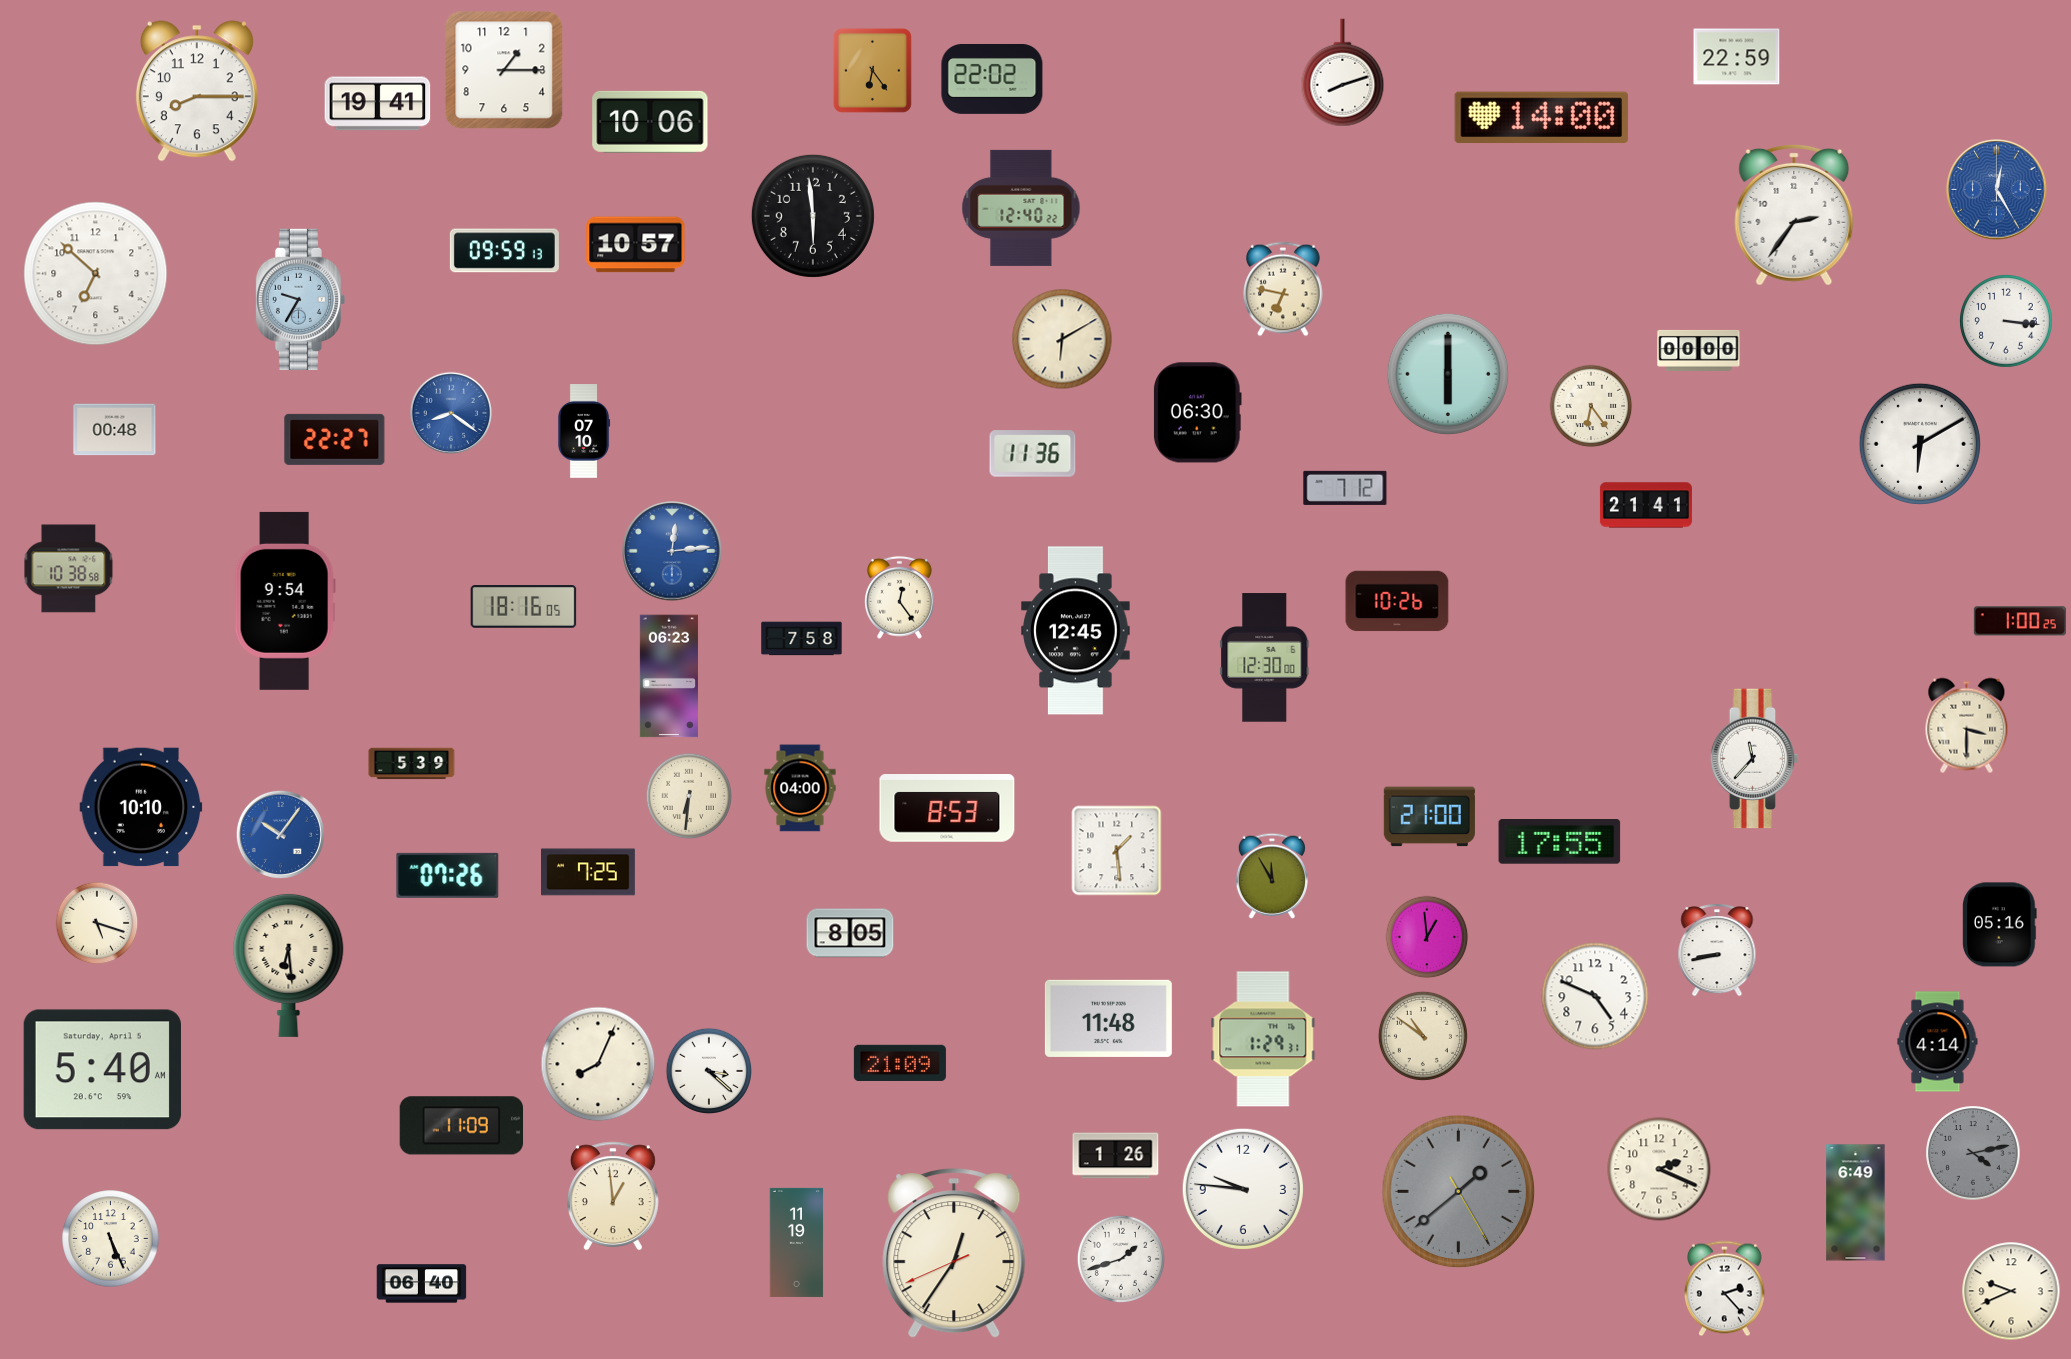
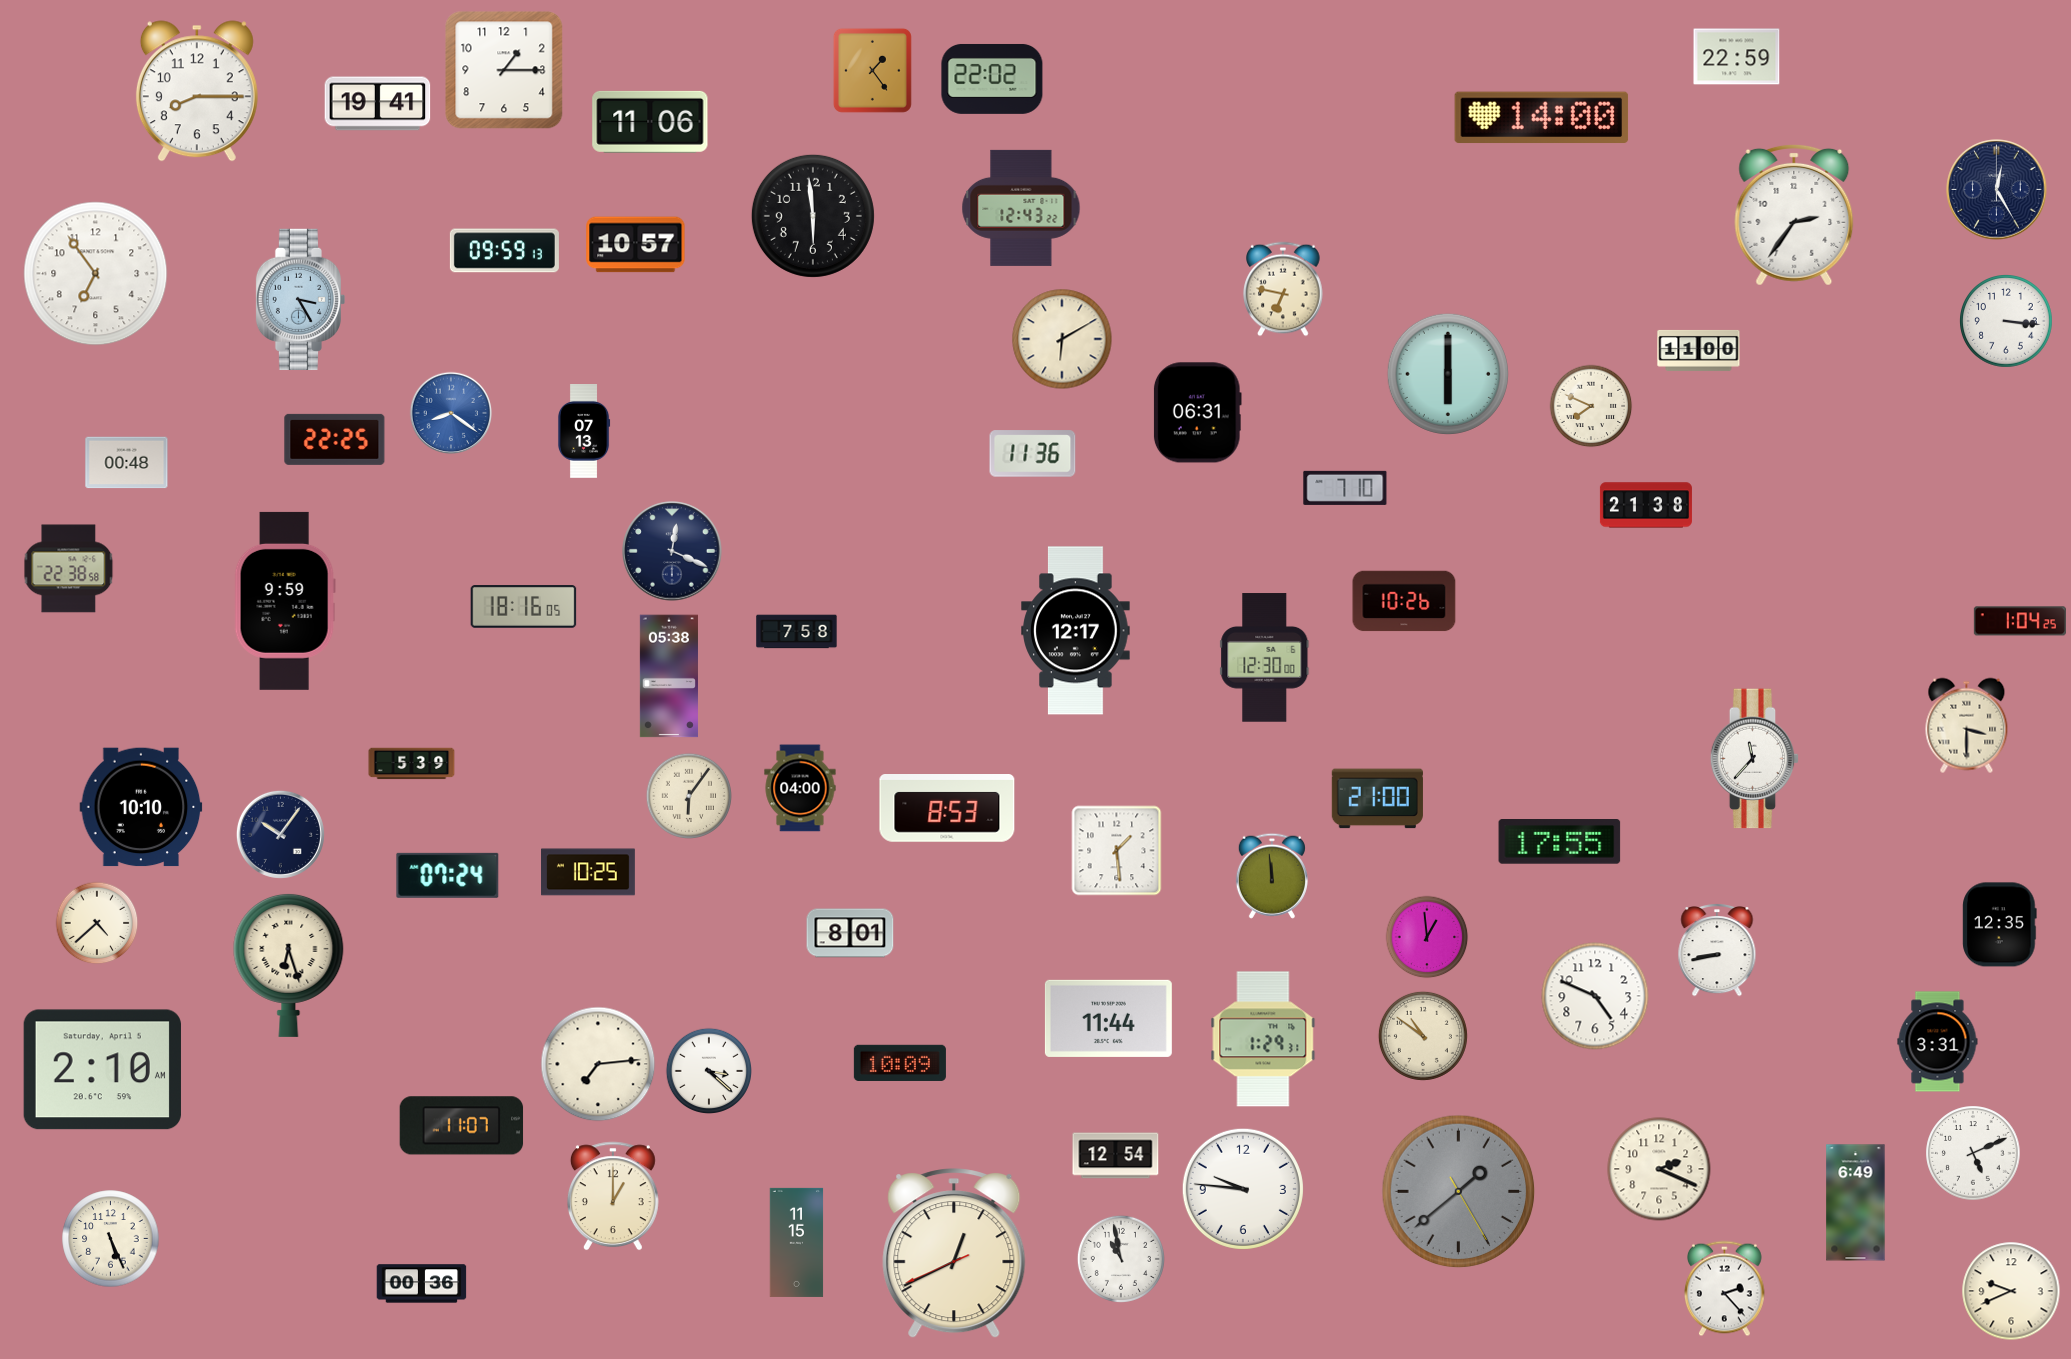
clock at (872, 70): 6:24 -> 1:24
clock at (1343, 73): 8:12 -> none
clock at (650, 122): 10:06 -> 11:06
clock at (1997, 190) dial: blue -> navy
clock at (1021, 208): 12:40 -> 12:43
clock at (96, 274): 6:52 -> 6:54
clock at (300, 299): 9:35 -> 3:25
clock at (1699, 350): 00:00 -> 11:00
clock at (1591, 406): 6:24 -> 7:49
clock at (1197, 413): 06:30 -> 06:31
clock at (115, 430) position: (115, 430) -> (127, 463)
clock at (584, 432): 07:10 -> 07:13
clock at (335, 439): 22:27 -> 22:25
clock at (1920, 444): 6:10 -> none
clock at (1345, 488): 7:12 -> 7:10
clock at (1646, 505): 21:41 -> 21:38
clock at (672, 551): 12:14 -> 12:19
clock at (672, 551) dial: blue -> navy
clock at (69, 569): 10:38 -> 22:38
clock at (900, 597): 12:24 -> none
clock at (285, 601): 9:54 -> 9:59
clock at (1397, 601) position: (1397, 601) -> (1404, 601)
clock at (2020, 621): 1:00 -> 1:04
clock at (1076, 631): 12:45 -> 12:17
clock at (802, 639) position: (802, 639) -> (797, 632)
clock at (669, 676): 06:23 -> 05:38
clock at (688, 795): 6:31 -> 6:06
clock at (1429, 817) position: (1429, 817) -> (1377, 799)
clock at (280, 834) dial: blue -> navy
clock at (589, 872): 7:25 -> 10:25
clock at (448, 875): 07:26 -> 07:24
clock at (1272, 876): 11:55 -> 11:59
clock at (97, 923): 5:18 -> 4:38
clock at (2000, 925): 05:16 -> 12:35
clock at (850, 933): 8:05 -> 8:01
clock at (289, 965): 6:29 -> 6:27
clock at (1108, 1018): 11:48 -> 11:44
clock at (1938, 1042): 4:14 -> 3:31
clock at (900, 1063): 21:09 -> 10:09
clock at (598, 1064): 8:04 -> 7:14
clock at (102, 1070): 5:40 -> 2:10
clock at (462, 1126): 11:09 -> 11:07
clock at (1973, 1153): 4:13 -> 5:11
clock at (1973, 1153) dial: grey -> white
clock at (1116, 1156): 1:26 -> 12:54
clock at (613, 1196): 12:59 -> 1:00
clock at (797, 1242): 11:19 -> 11:15
clock at (954, 1254): 12:35 -> 12:40
clock at (1121, 1259): 1:42 -> 10:58
clock at (422, 1284): 06:40 -> 00:36
